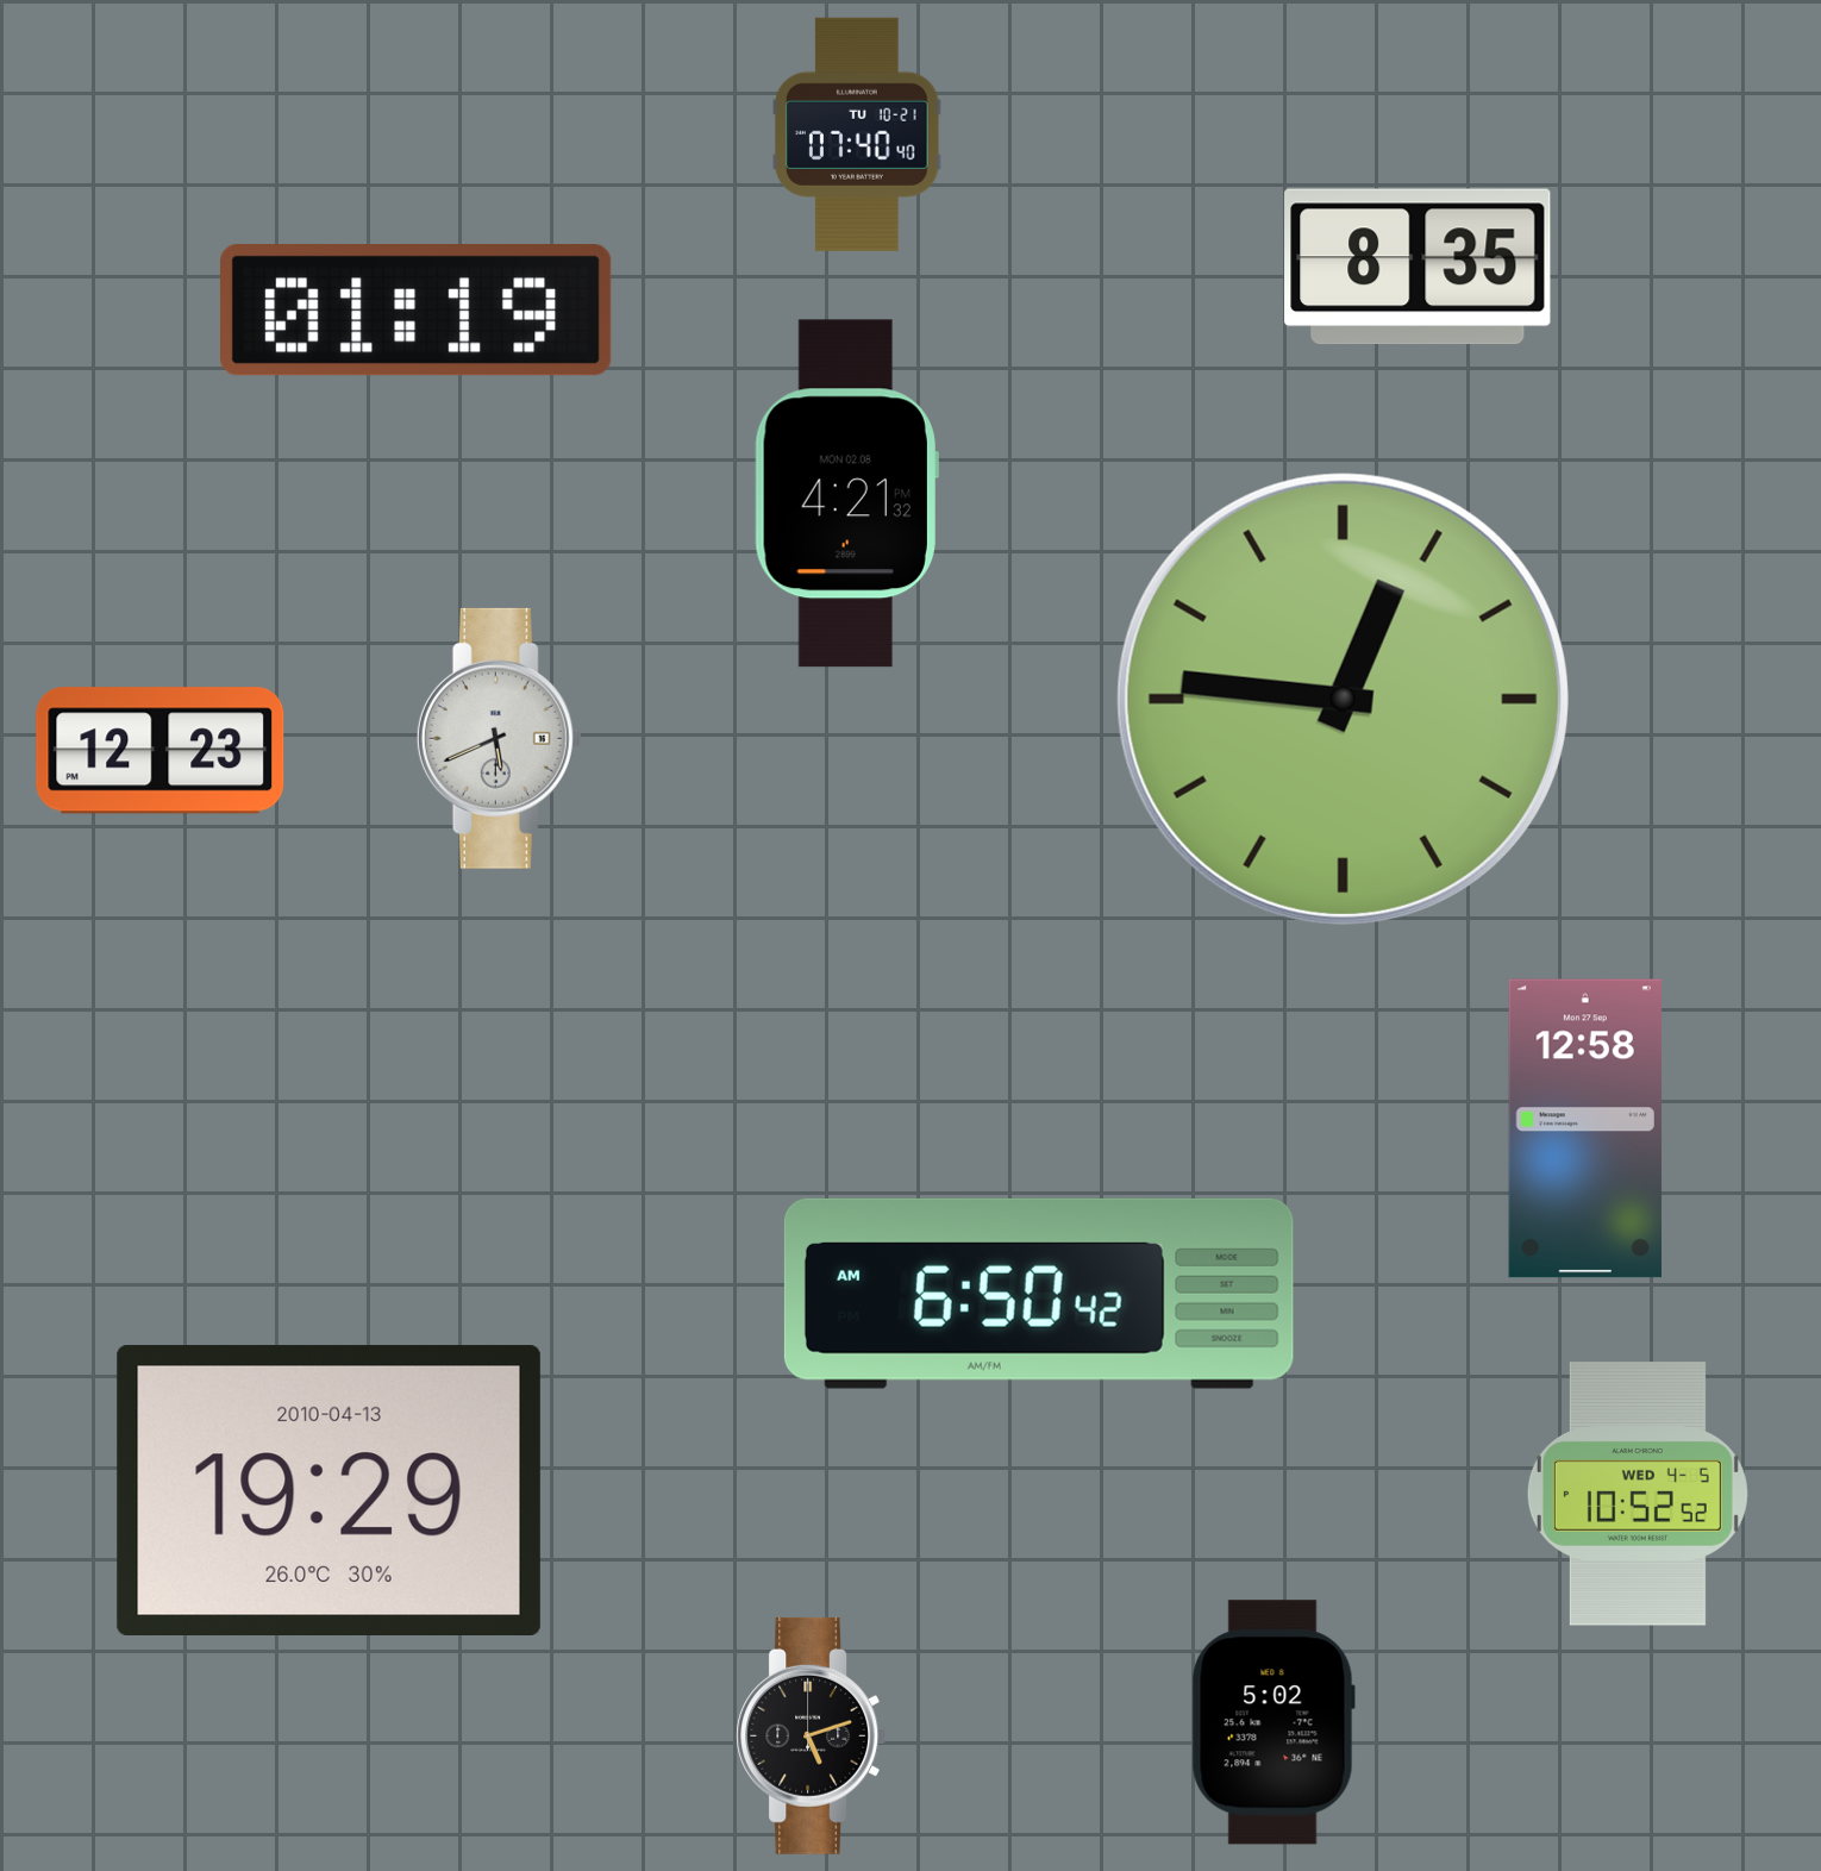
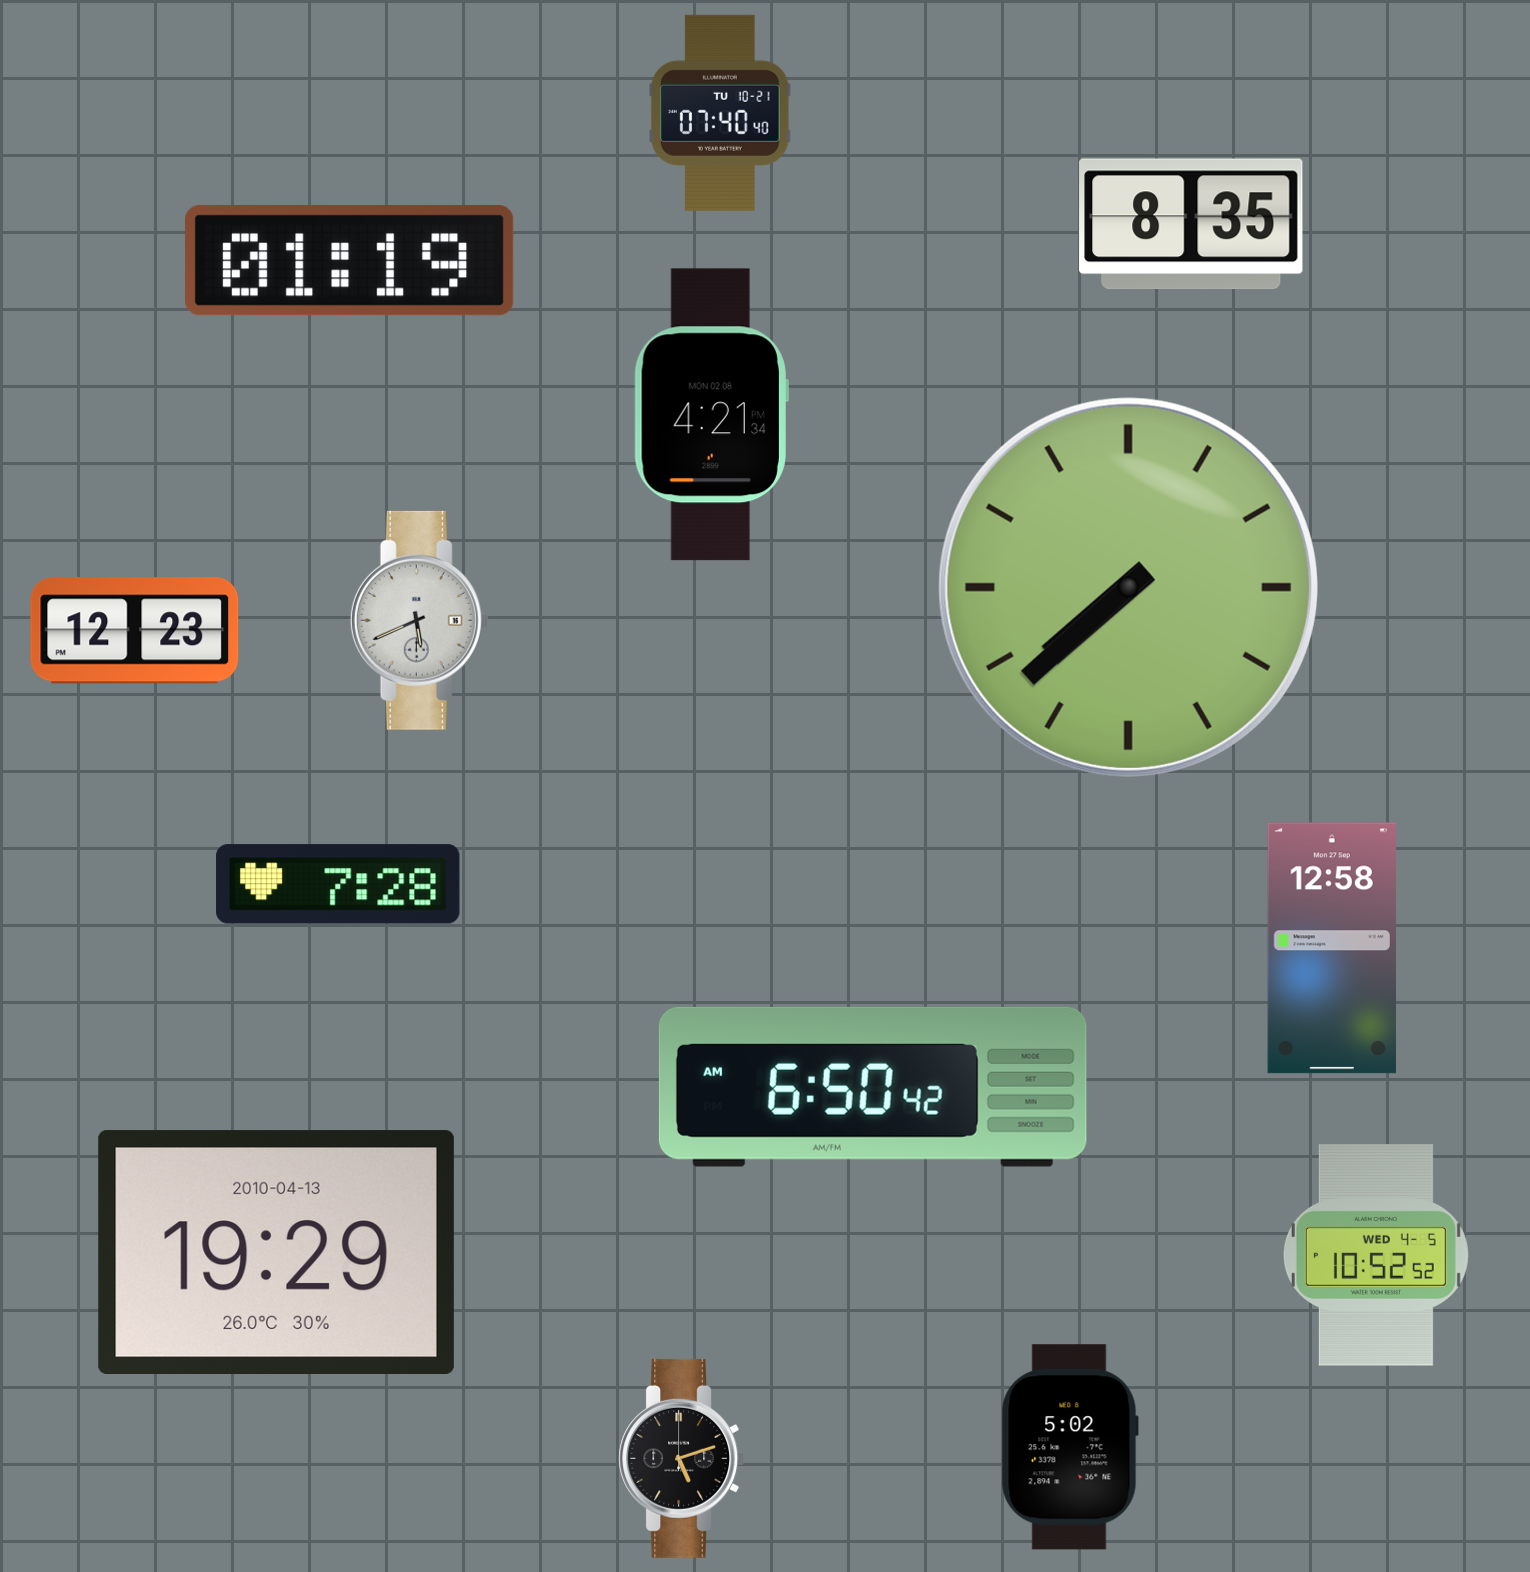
clock at (846, 494): 4:21:32 PM -> 4:21:34 PM
clock at (1343, 699): 12:46 -> 7:38
clock at (338, 884): none -> 7:28
